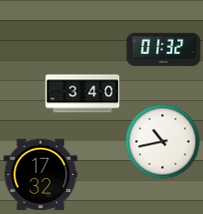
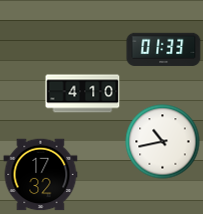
clock at (164, 49): 01:32 -> 01:33
clock at (83, 94): 3:40 -> 4:10
